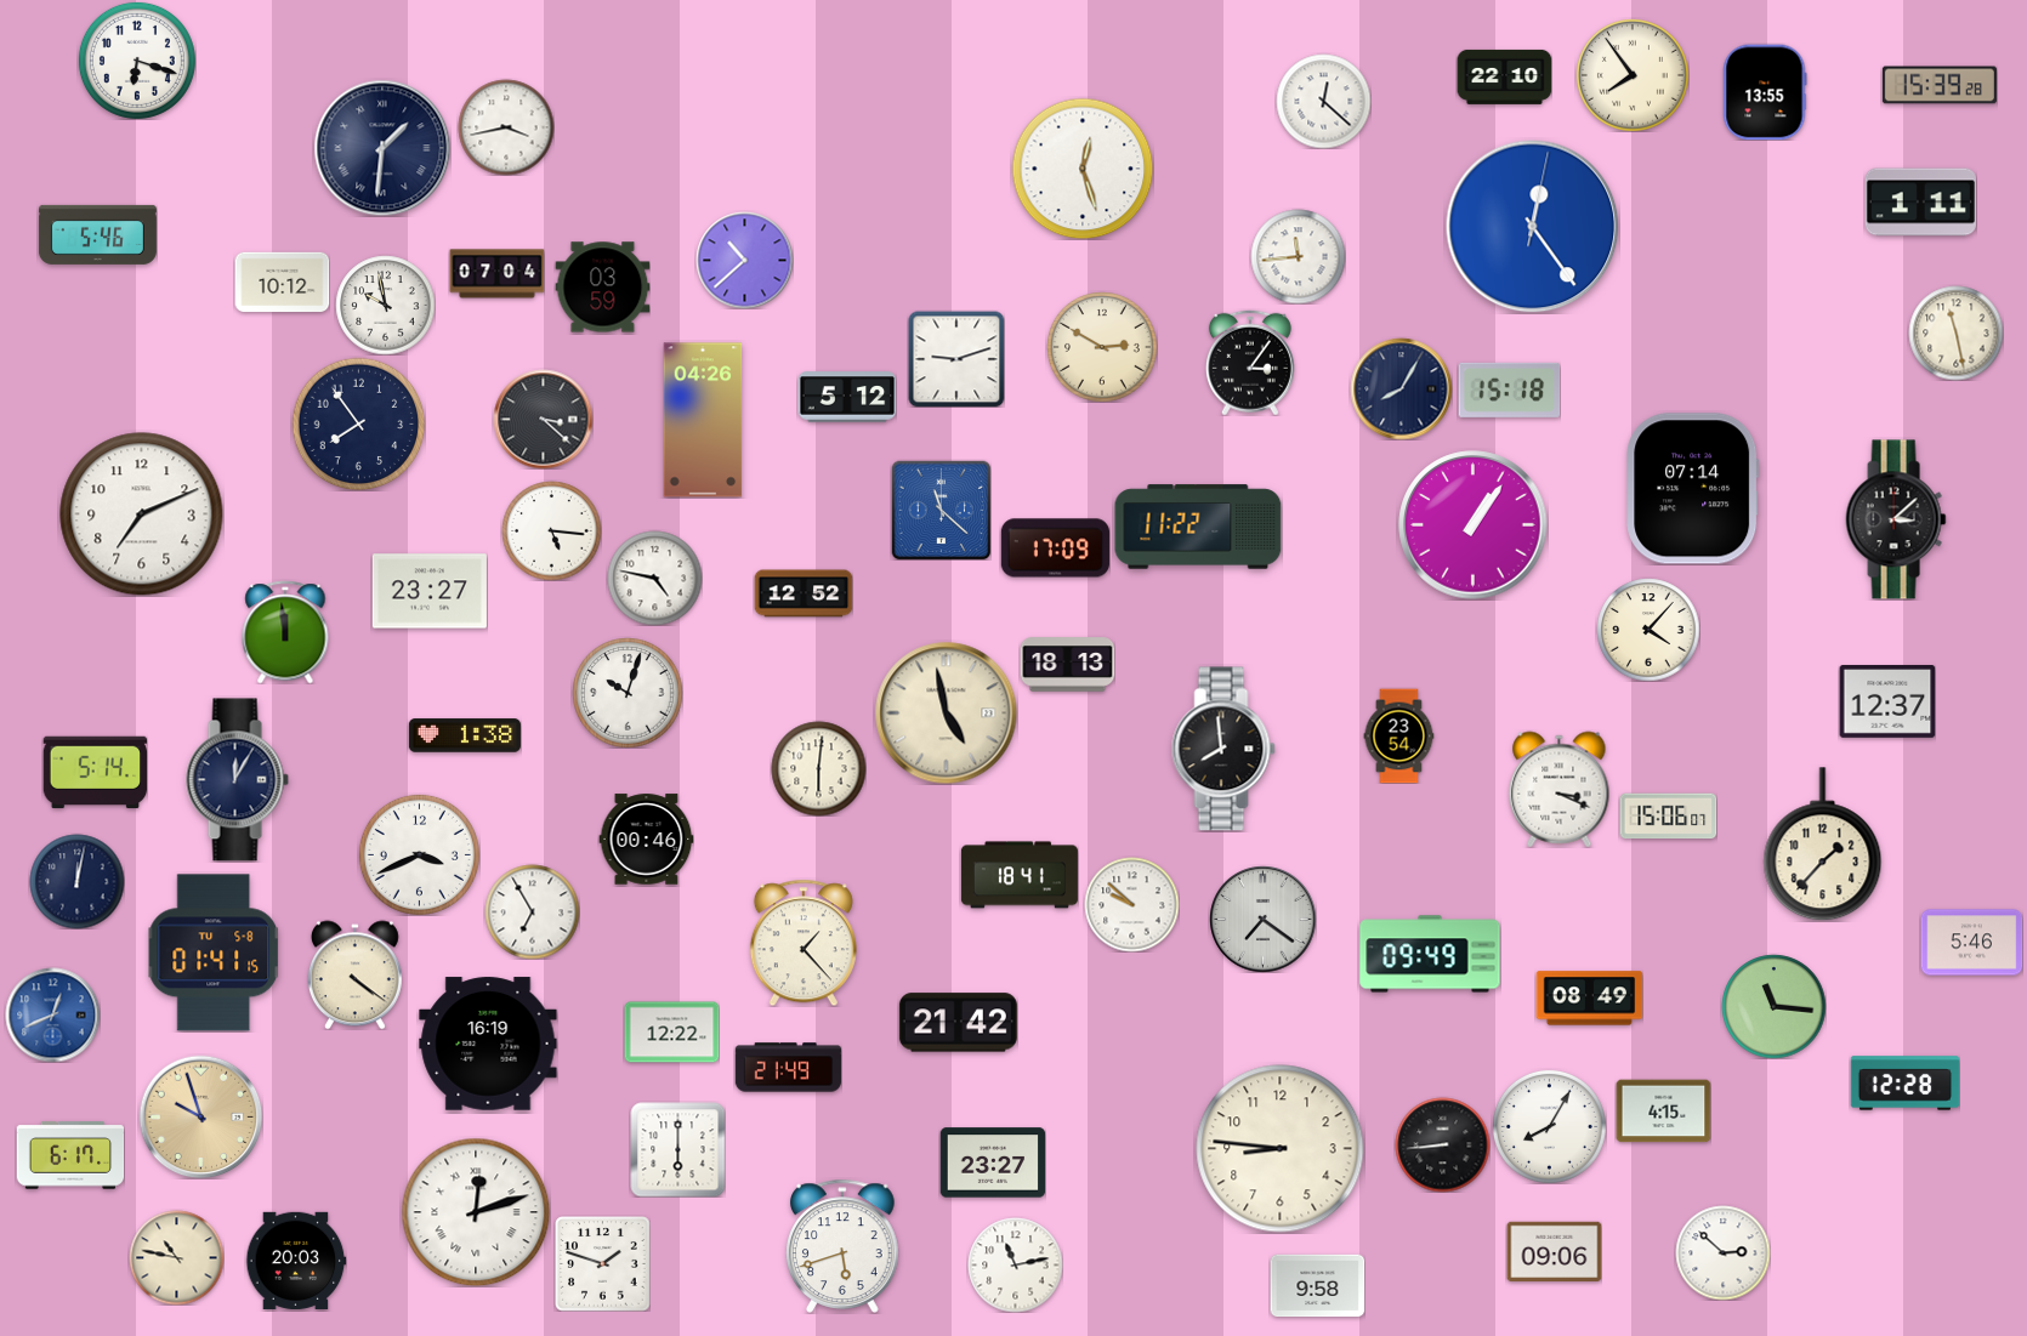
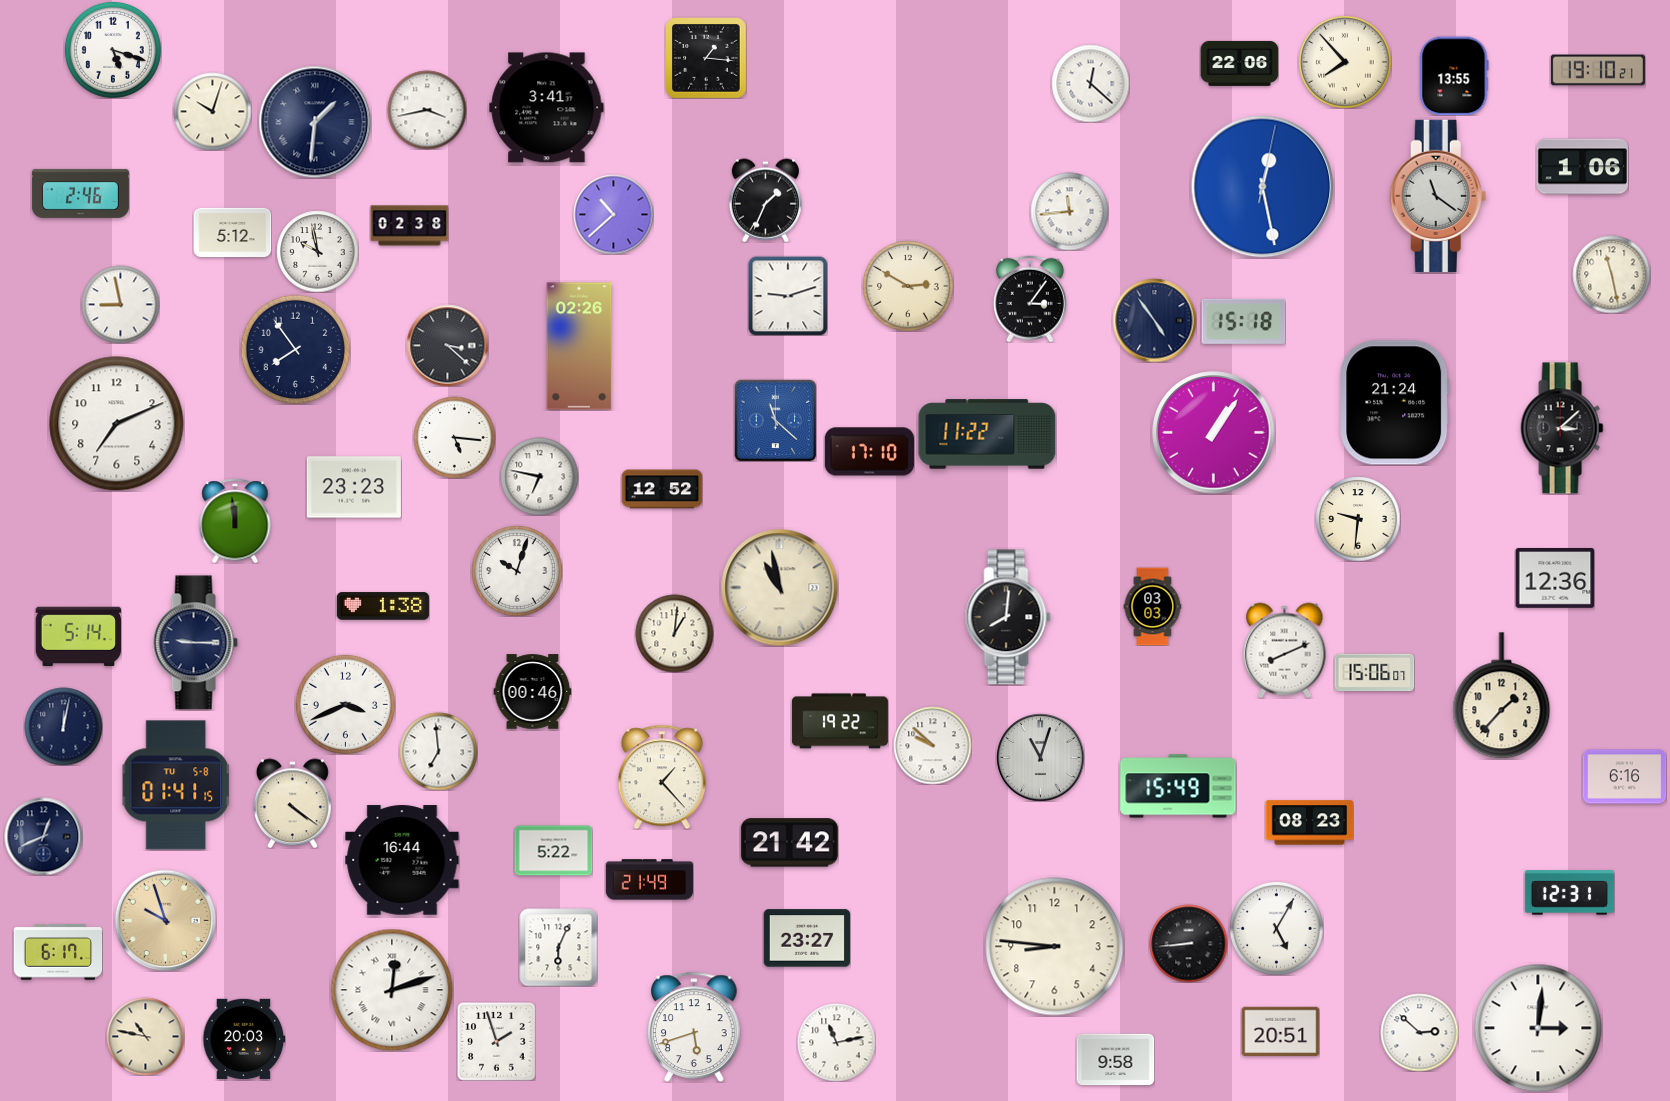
clock at (137, 61): 6:18 -> 5:18
clock at (706, 58): none -> 1:16
clock at (1633, 75): 7:54 -> 7:53
clock at (1504, 76): 22:10 -> 22:06
clock at (1940, 85): 15:39 -> 19:10
clock at (506, 127) position: (506, 127) -> (427, 110)
clock at (547, 108): none -> 3:41
clock at (212, 111): none -> 10:03
clock at (1083, 169): 12:27 -> none
clock at (1920, 203): 1:11 -> 1:06
clock at (1533, 227): 12:24 -> 12:28
clock at (97, 234): 5:46 -> 2:46
clock at (1438, 196): none -> 11:21
clock at (765, 200): none -> 1:34
clock at (496, 274): 07:04 -> 02:38
clock at (282, 283): 10:12 -> 5:12
clock at (602, 288): 03:59 -> none
clock at (120, 304): none -> 8:58
clock at (1401, 388): 8:05 -> 4:54
clock at (847, 397): 5:12 -> none
clock at (703, 420): 04:26 -> 02:26
clock at (1693, 489): 07:14 -> 21:24
clock at (1055, 548): 17:09 -> 17:10
clock at (654, 578): 4:47 -> 6:47
clock at (430, 591): 23:27 -> 23:23
clock at (1648, 630): 4:07 -> 9:31
clock at (1067, 665): 18:13 -> none
clock at (1887, 703): 12:37 -> 12:36
clock at (946, 712): 4:58 -> 10:58
clock at (1399, 735): 23:54 -> 03:03
clock at (1223, 749): 7:59 -> 8:01
clock at (818, 768): 6:01 -> 1:01
clock at (237, 780): 12:05 -> 9:15
clock at (1560, 789): 3:19 -> 8:11
clock at (1020, 875): 18:41 -> 19:22
clock at (532, 911): 6:55 -> 6:59
clock at (1262, 919): 7:21 -> 11:03
clock at (1971, 943): 5:46 -> 6:16
clock at (1430, 954): 09:49 -> 15:49
clock at (1589, 999): 08:49 -> 08:23
clock at (1773, 1006): 11:16 -> none
clock at (52, 1014) dial: blue -> navy
clock at (671, 1033): 12:22 -> 5:22
clock at (488, 1044): 16:19 -> 16:44
clock at (1904, 1084): 12:28 -> 12:31
clock at (1663, 1112): 4:15 -> none
clock at (1549, 1126): 8:05 -> 5:05
clock at (677, 1149): 6:00 -> 6:04
clock at (993, 1162) position: (993, 1162) -> (807, 938)
clock at (476, 1212) position: (476, 1212) -> (392, 990)
clock at (1538, 1028): none -> 3:01
clock at (1554, 1252): 09:06 -> 20:51
clock at (602, 1263): 1:48 -> 1:57
clock at (1317, 1286) position: (1317, 1286) -> (1115, 1060)
